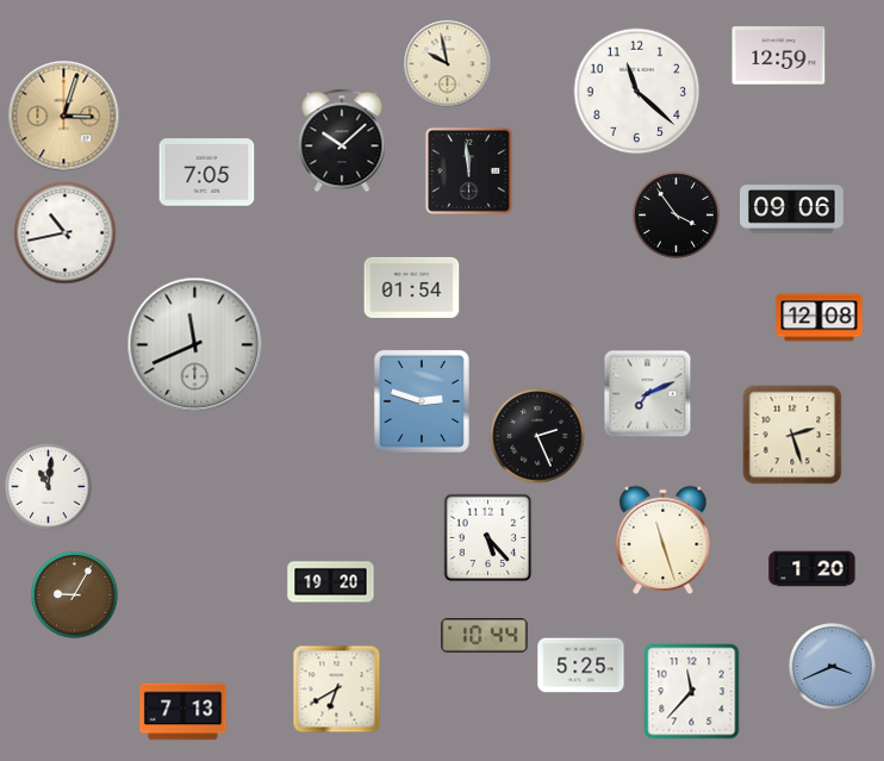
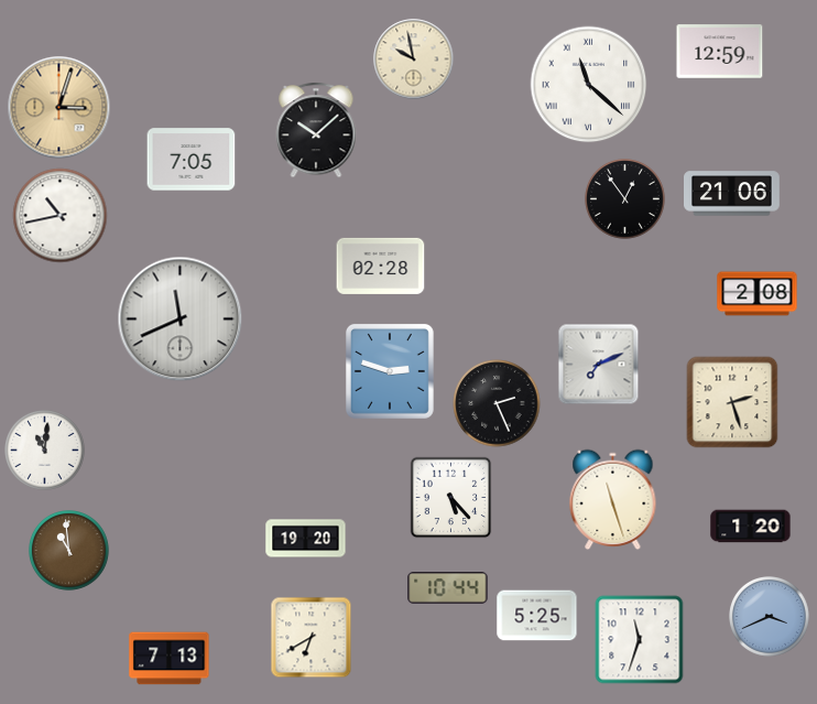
clock at (637, 92) numerals: Arabic -> Roman
clock at (468, 170): 11:59 -> none
clock at (792, 210): 09:06 -> 21:06
clock at (677, 216): 3:54 -> 12:54
clock at (412, 287): 01:54 -> 02:28
clock at (820, 318): 12:08 -> 2:08
clock at (75, 595): 9:05 -> 10:59
clock at (692, 692): 11:37 -> 11:33
